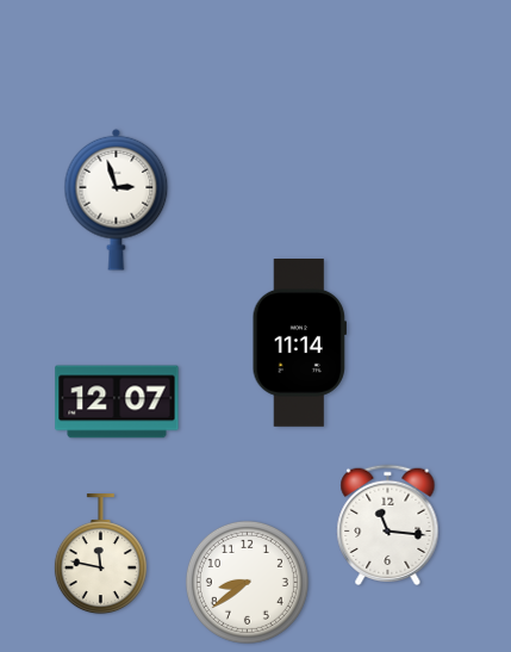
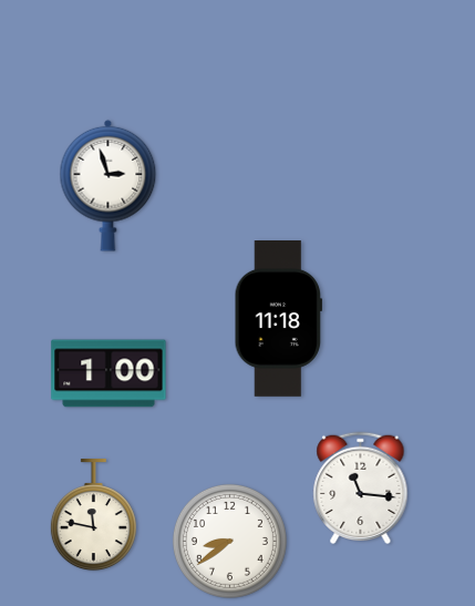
clock at (299, 343): 11:14 -> 11:18
clock at (117, 402): 12:07 -> 1:00
